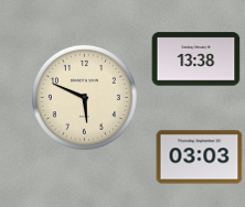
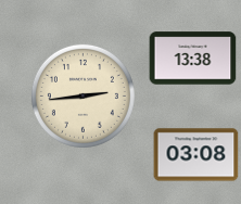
clock at (84, 97): 5:49 -> 2:44
clock at (199, 157): 03:03 -> 03:08
